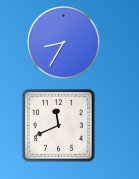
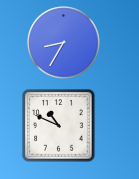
clock at (59, 126): 11:41 -> 10:49
